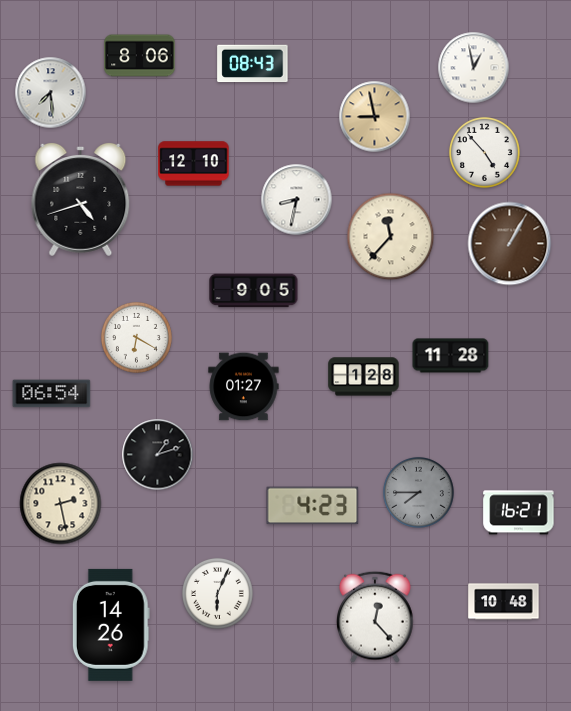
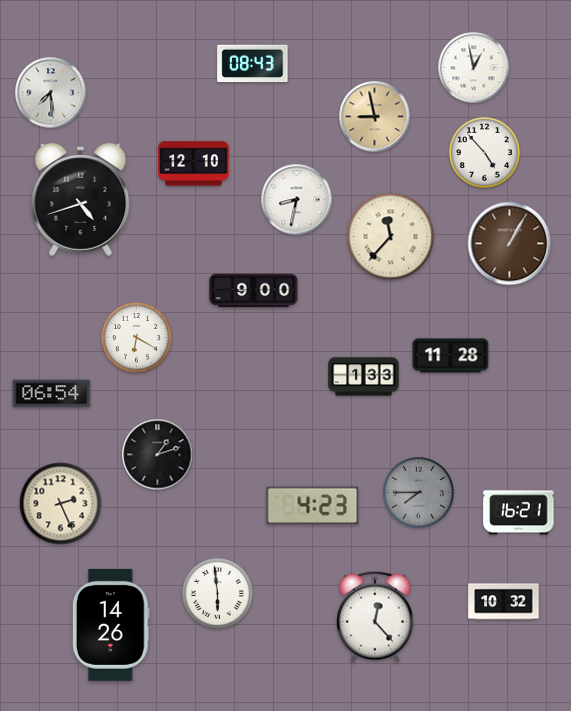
clock at (140, 56): 8:06 -> none
clock at (254, 291): 9:05 -> 9:00
clock at (364, 377): 1:28 -> 1:33
clock at (244, 387): 01:27 -> none
clock at (61, 504): 2:28 -> 2:26
clock at (217, 593): 6:04 -> 5:59
clock at (504, 602): 10:48 -> 10:32
